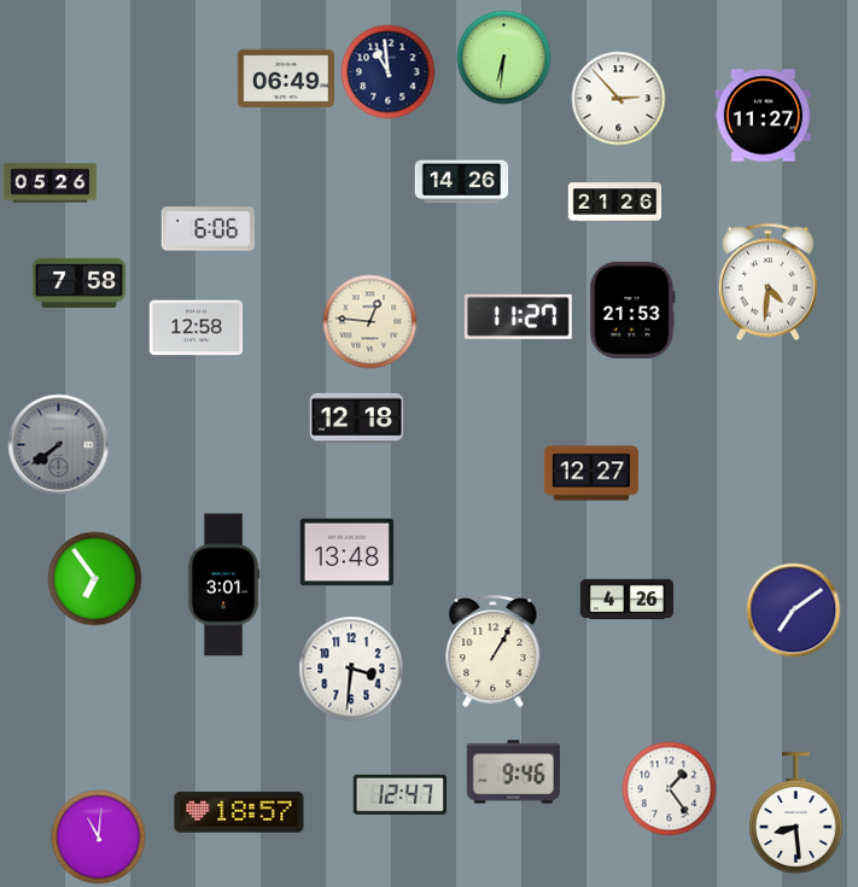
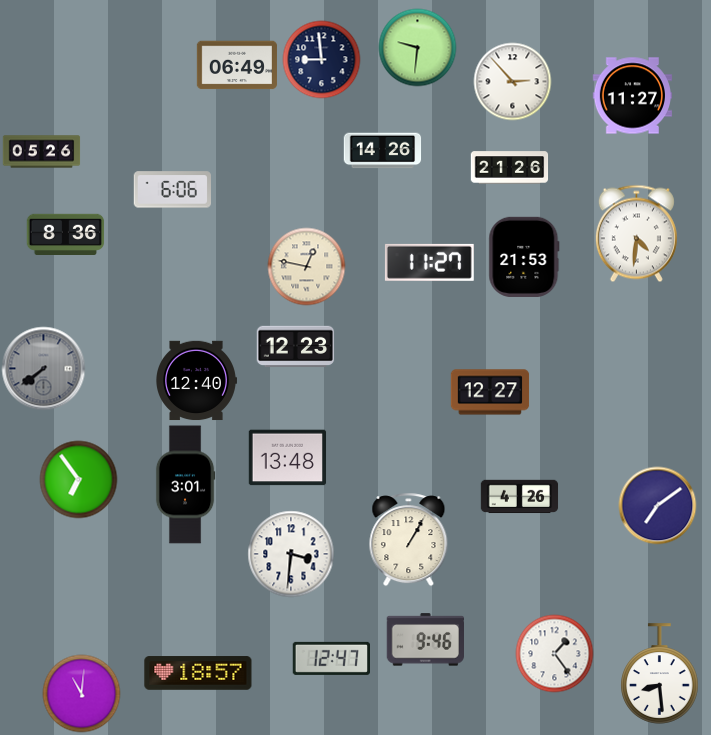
clock at (503, 57): 6:31 -> 9:31
clock at (387, 71): 10:59 -> 8:59
clock at (78, 282): 7:58 -> 8:36
clock at (369, 321): 12:46 -> 12:47
clock at (195, 328): 12:58 -> none
clock at (356, 419): 12:18 -> 12:23
clock at (58, 444) position: (58, 444) -> (43, 368)
clock at (197, 381): none -> 12:40
